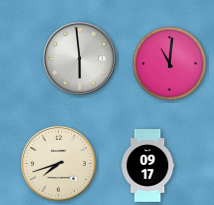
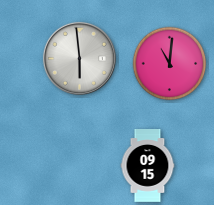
clock at (58, 163): 7:42 -> none
clock at (148, 166): 09:17 -> 09:15
